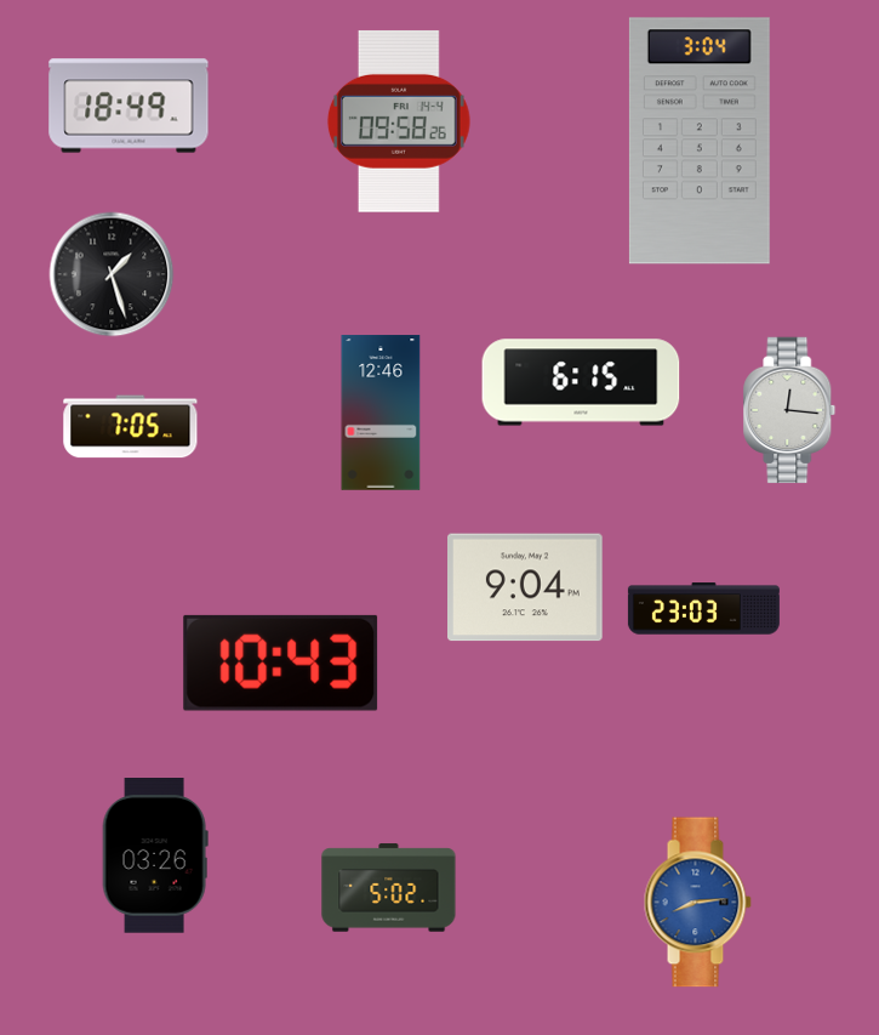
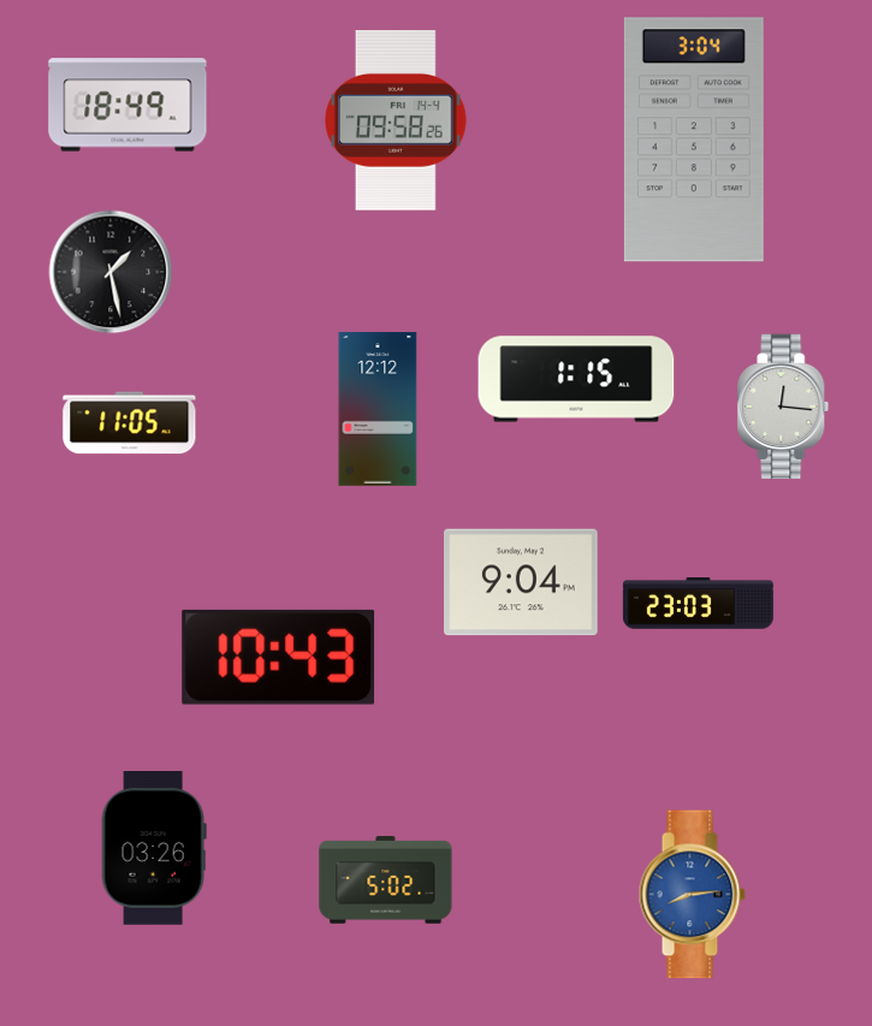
clock at (112, 274): 1:27 -> 1:28
clock at (581, 382): 6:15 -> 1:15
clock at (381, 413): 12:46 -> 12:12
clock at (131, 427): 7:05 -> 11:05
